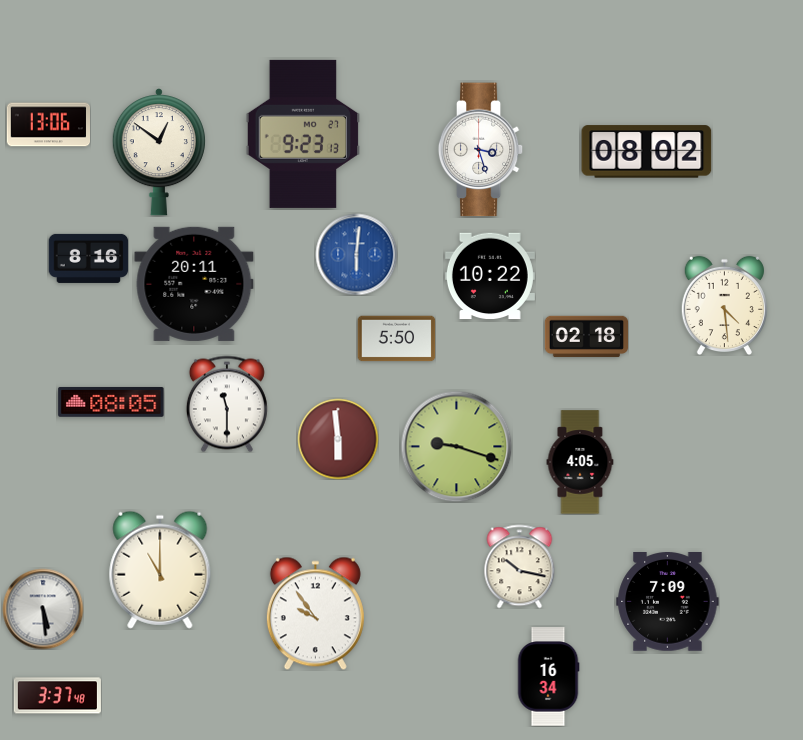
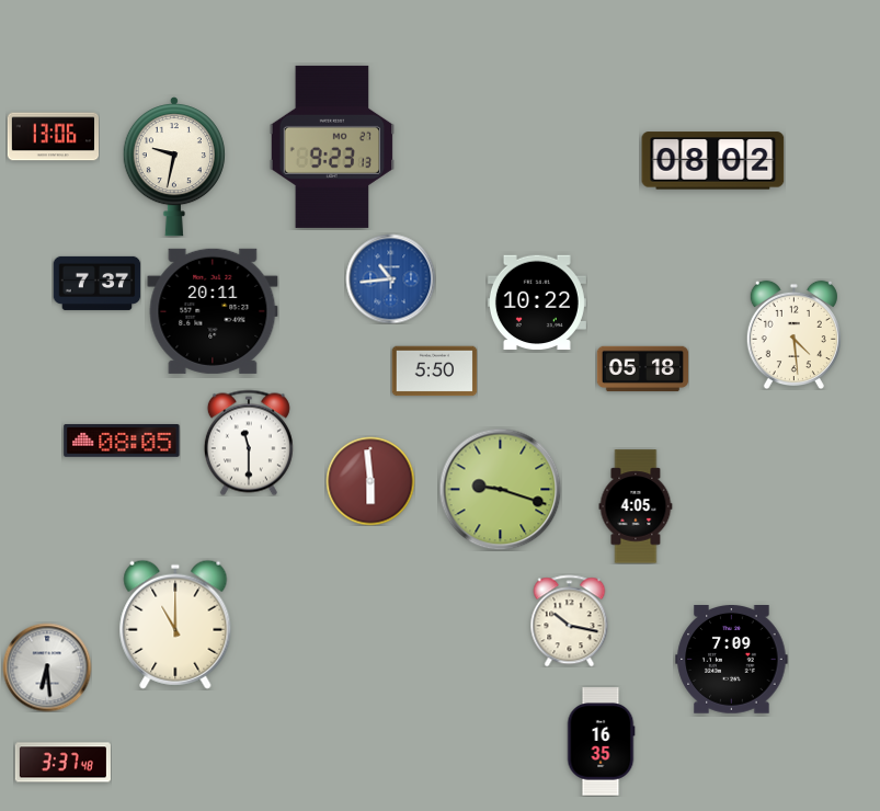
clock at (481, 150): 3:27 -> none
clock at (647, 152) position: (647, 152) -> (713, 161)
clock at (159, 153): 12:51 -> 9:32
clock at (356, 254): 6:01 -> 10:44
clock at (88, 258): 8:16 -> 7:37
clock at (586, 337): 02:18 -> 05:18
clock at (43, 609): 5:29 -> 6:29
clock at (315, 613): 9:54 -> none
clock at (548, 677): 16:34 -> 16:35
